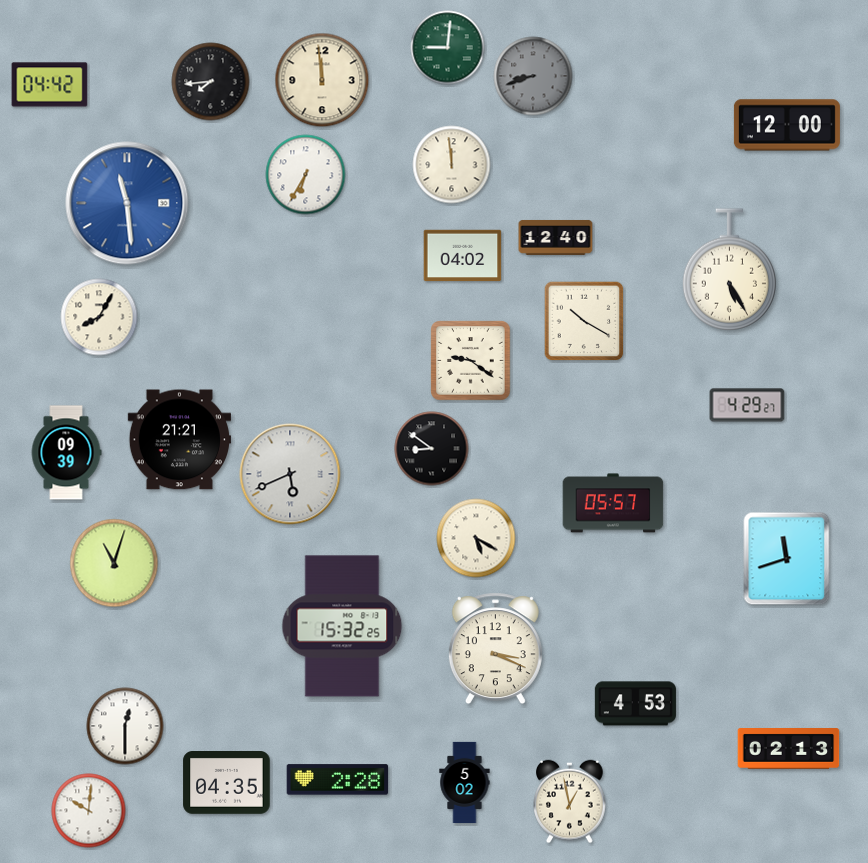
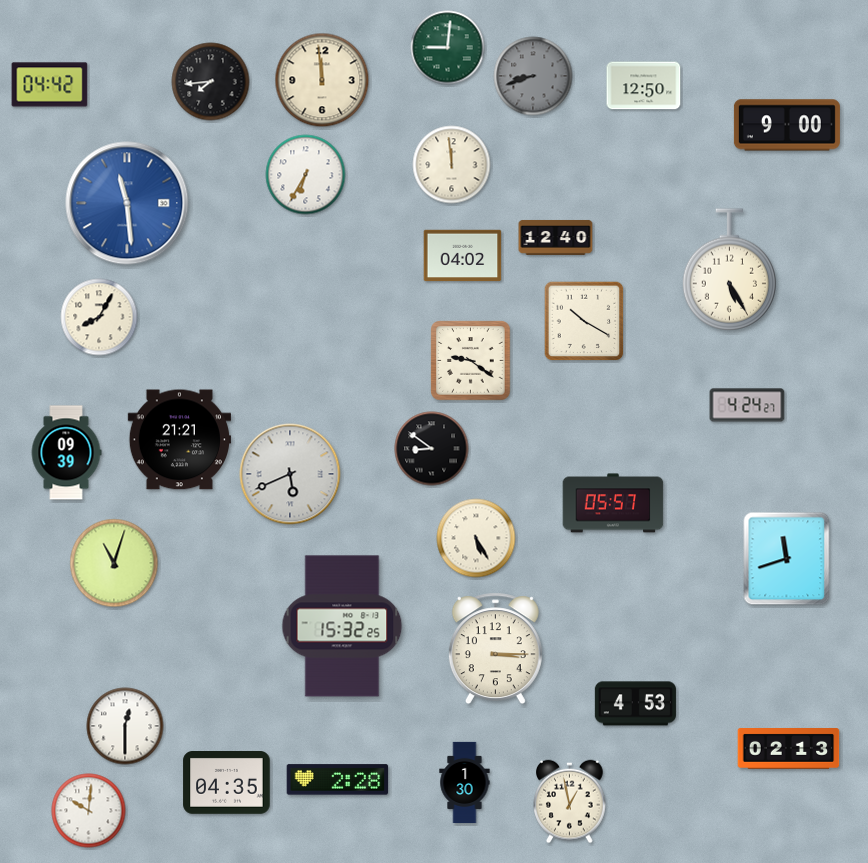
clock at (644, 86): none -> 12:50
clock at (787, 125): 12:00 -> 9:00
clock at (747, 405): 4:29 -> 4:24
clock at (476, 538): 5:20 -> 5:25
clock at (495, 649): 3:19 -> 3:15
clock at (465, 782): 5:02 -> 1:30
